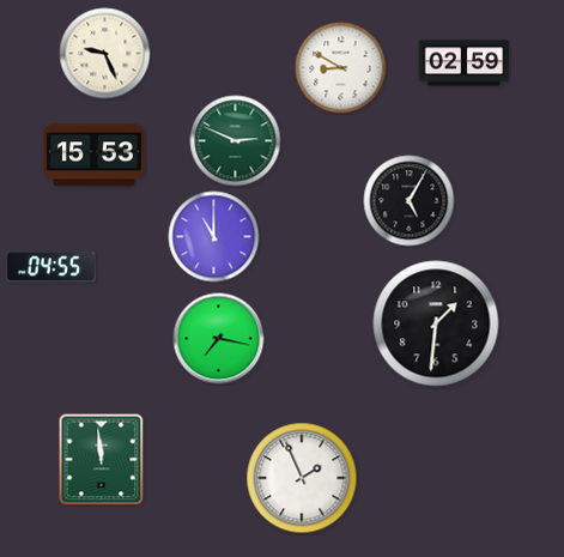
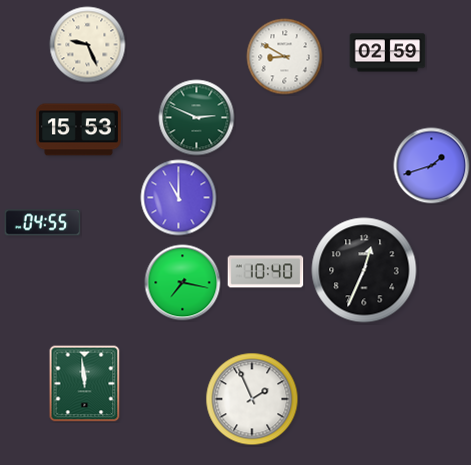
clock at (432, 166): none -> 1:42
clock at (410, 201): 5:05 -> none
clock at (436, 323): 1:31 -> 12:34
clock at (266, 272): none -> 10:40
